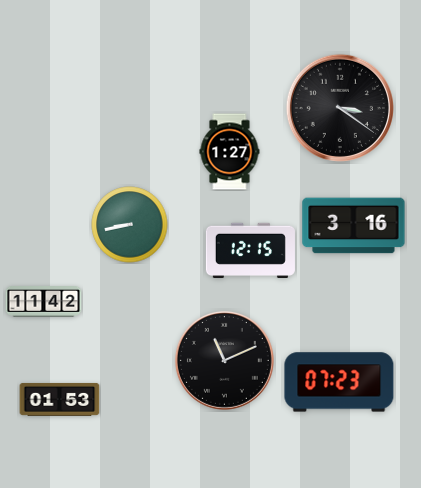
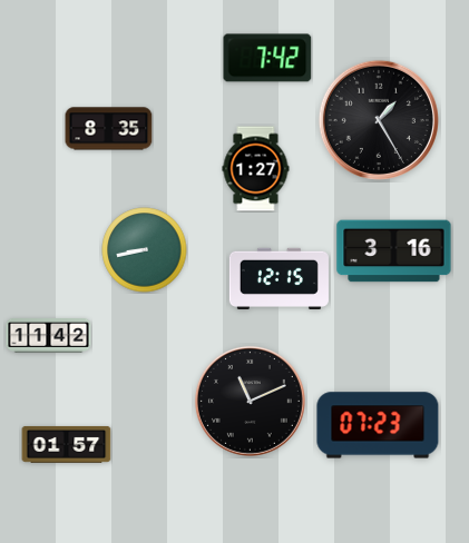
clock at (267, 58): none -> 7:42
clock at (340, 108): 3:21 -> 1:25
clock at (109, 129): none -> 8:35
clock at (60, 399): 01:53 -> 01:57
